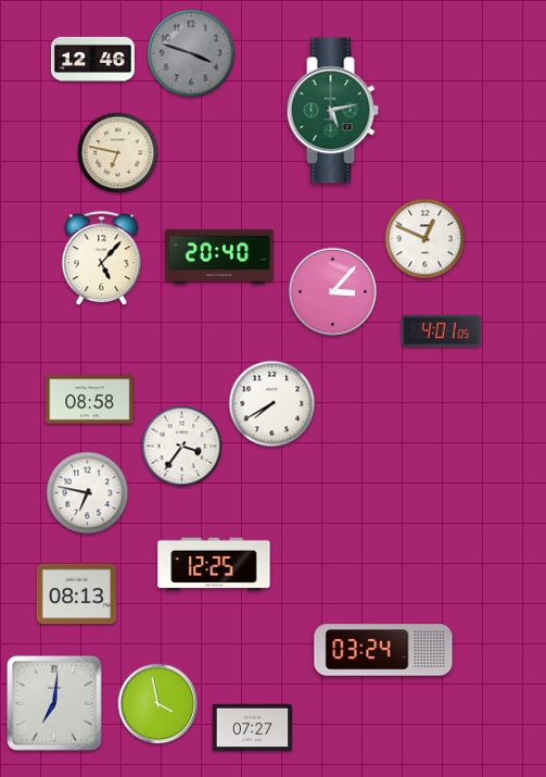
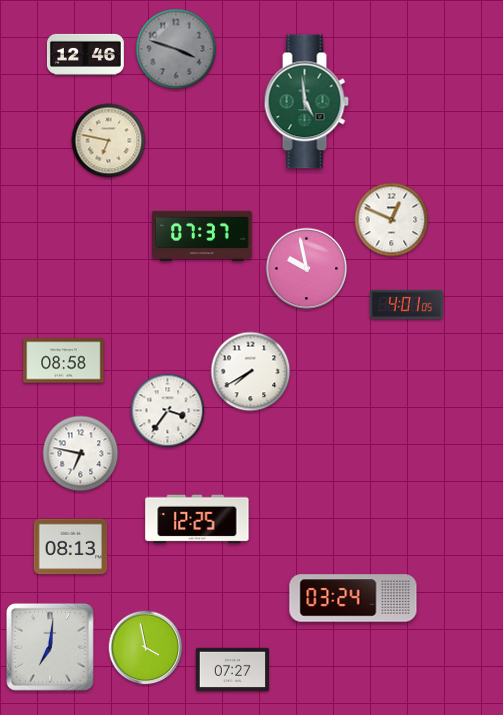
clock at (332, 111): 5:13 -> 4:59
clock at (219, 255): 20:40 -> 07:37
clock at (102, 259): 5:07 -> none
clock at (333, 292): 3:07 -> 9:58
clock at (90, 400) position: (90, 400) -> (64, 361)
